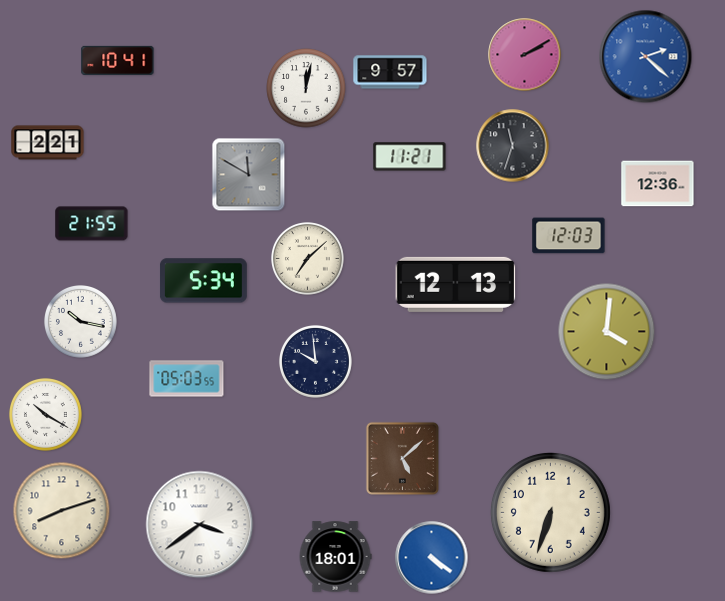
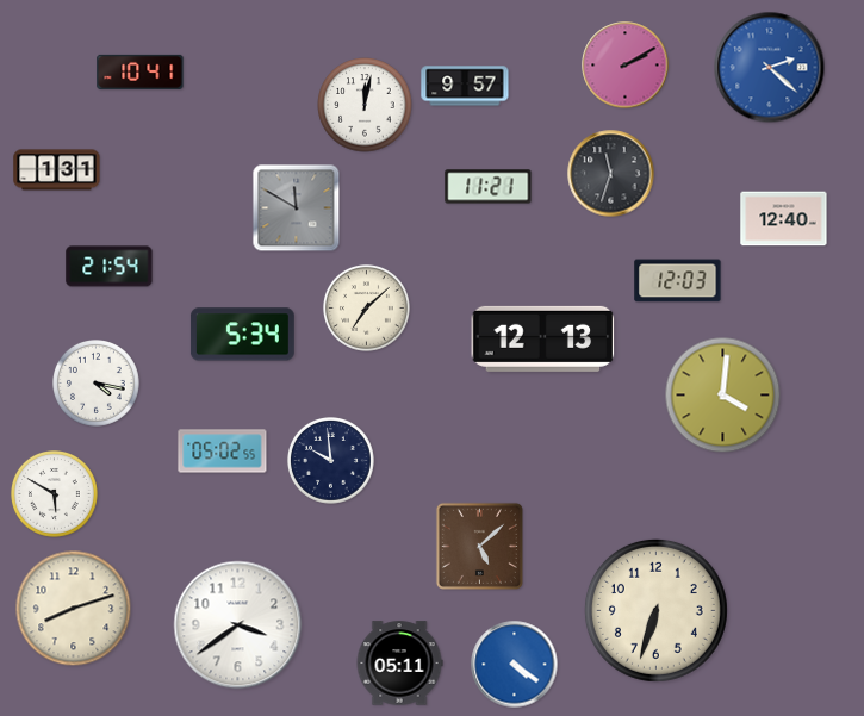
clock at (48, 143): 2:21 -> 1:31
clock at (658, 184): 12:36 -> 12:40
clock at (92, 224): 21:55 -> 21:54
clock at (81, 322): 10:17 -> 4:17
clock at (316, 362) position: (316, 362) -> (331, 461)
clock at (187, 379): 05:03 -> 05:02
clock at (46, 415): 10:20 -> 5:50
clock at (335, 557): 18:01 -> 05:11
